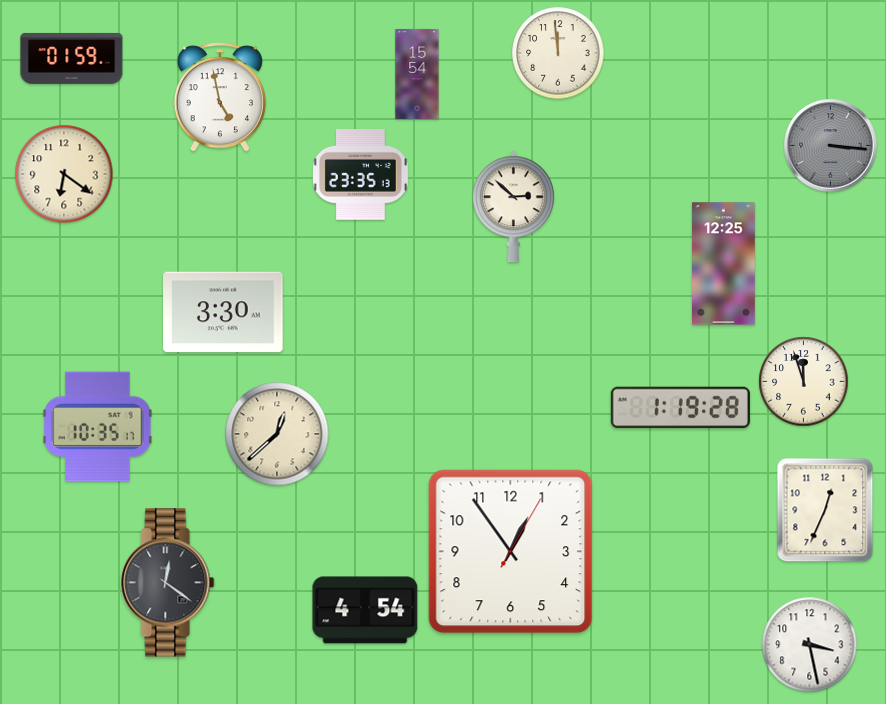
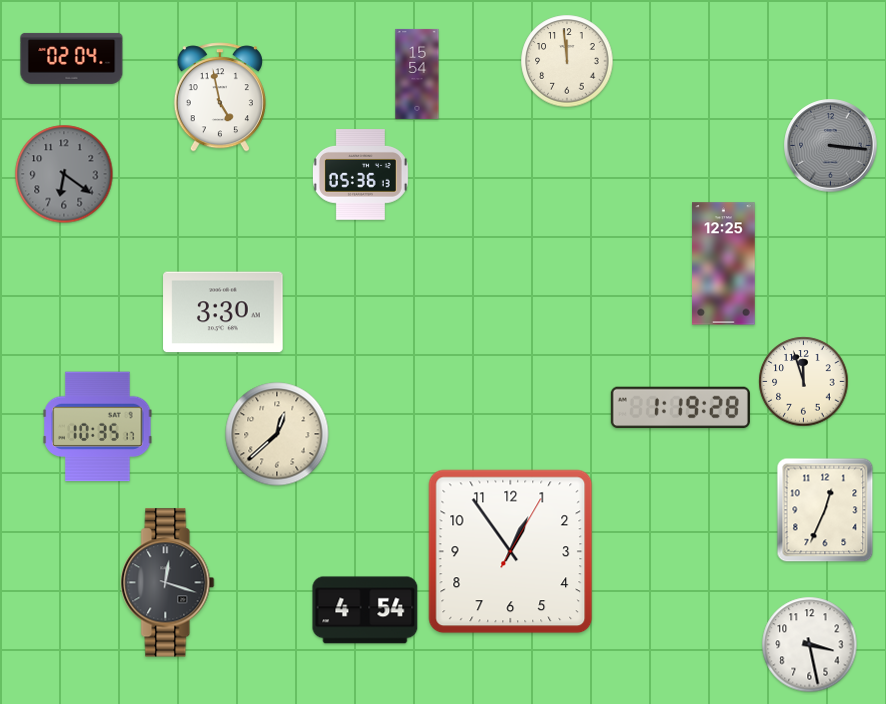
clock at (558, 53) position: (558, 53) -> (567, 61)
clock at (72, 58): 01:59 -> 02:04
clock at (64, 174) dial: cream -> grey
clock at (360, 175): 23:35 -> 05:36
clock at (514, 207): 2:52 -> none
clock at (168, 583): 12:21 -> 12:18
